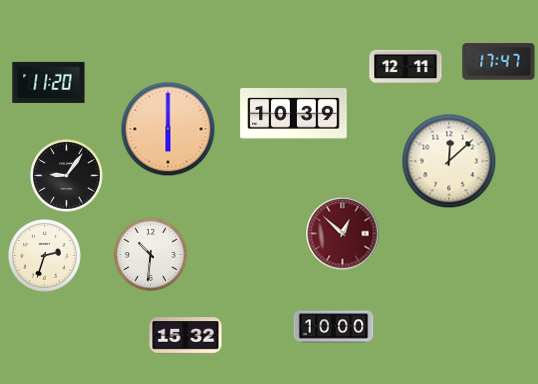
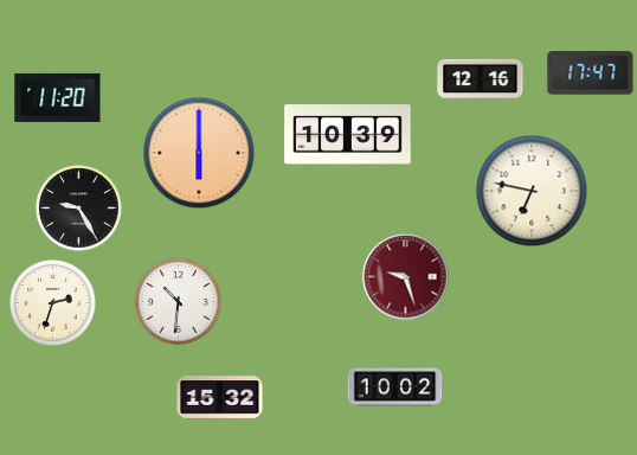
clock at (406, 66): 12:11 -> 12:16
clock at (449, 161): 12:08 -> 6:47
clock at (67, 176): 9:06 -> 9:25
clock at (343, 234): 12:52 -> 9:27
clock at (334, 327): 10:00 -> 10:02
